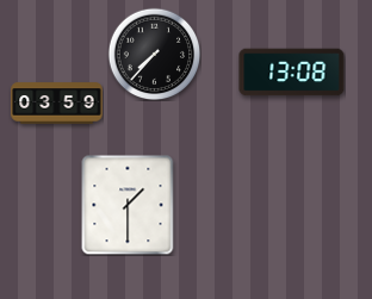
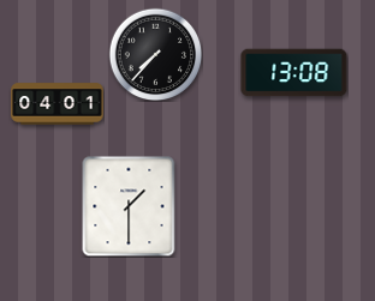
clock at (57, 104): 03:59 -> 04:01
